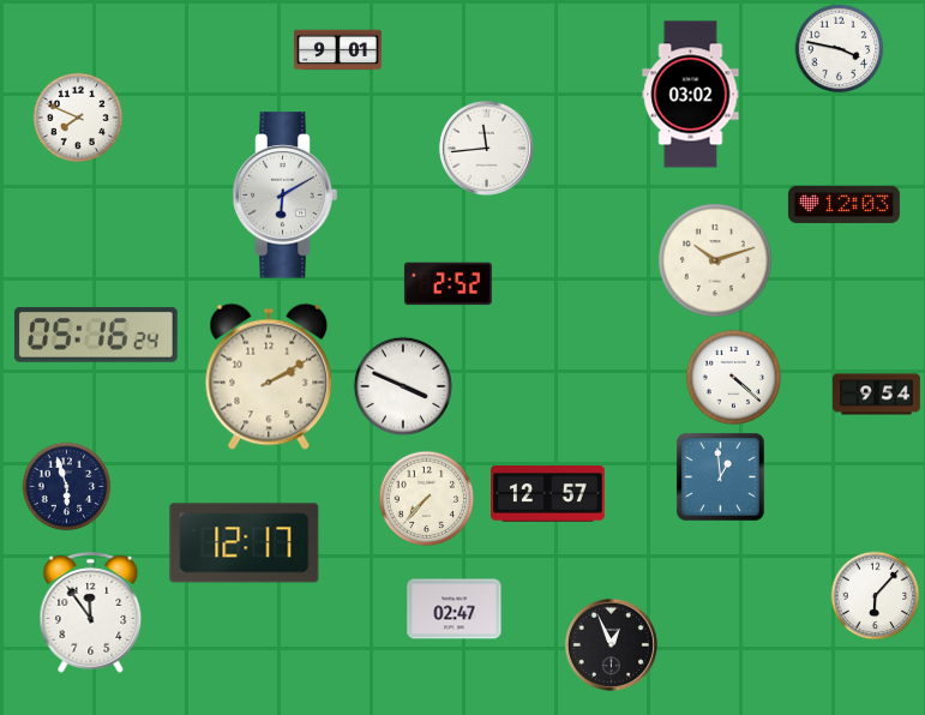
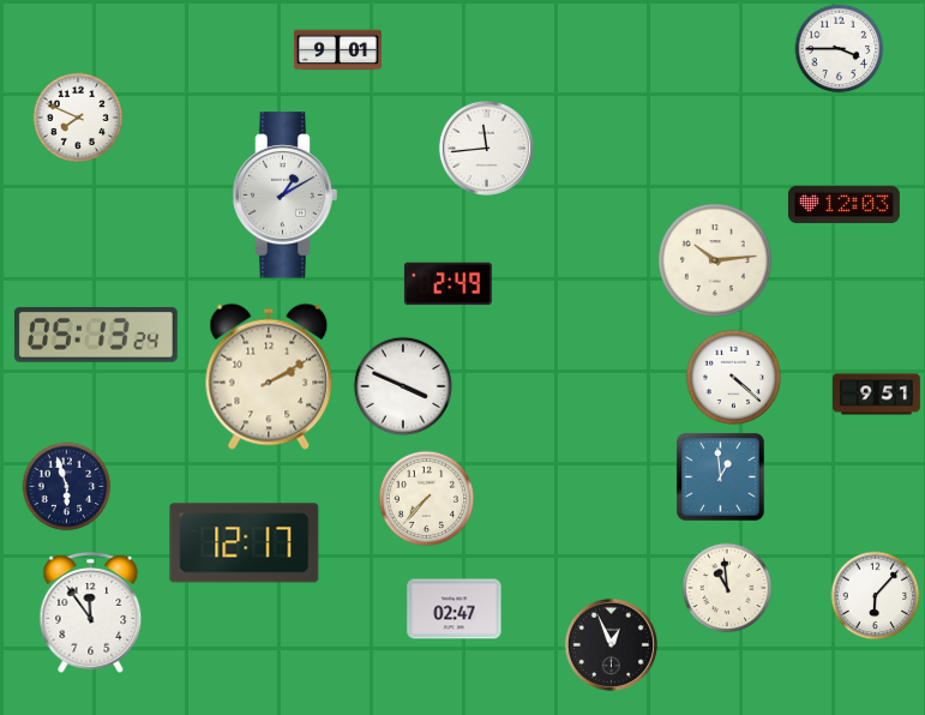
clock at (840, 49): 3:47 -> 3:45
clock at (691, 95): 03:02 -> none
clock at (286, 196): 6:10 -> 1:10
clock at (715, 260): 10:12 -> 10:14
clock at (448, 284): 2:52 -> 2:49
clock at (96, 335): 05:16 -> 05:13
clock at (877, 395): 9:54 -> 9:51
clock at (548, 494): 12:57 -> none
clock at (727, 588): none -> 10:59
